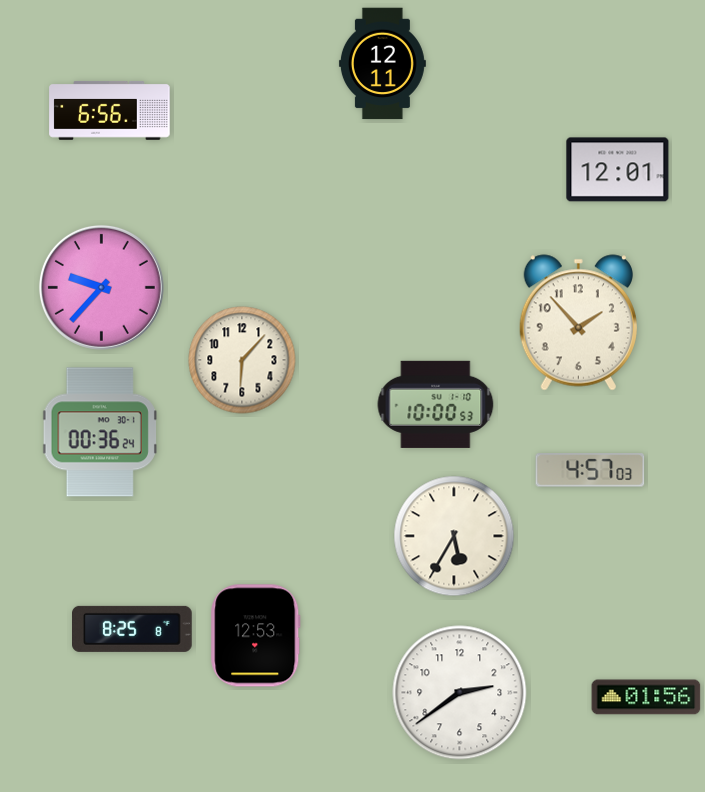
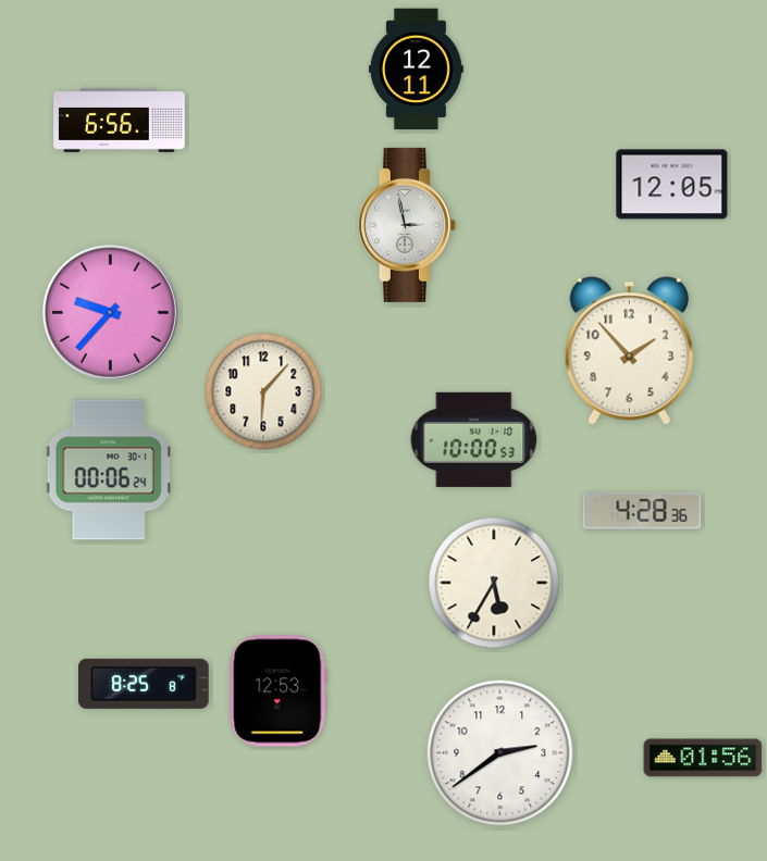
clock at (618, 170): 12:01 -> 12:05
clock at (407, 225): none -> 2:58
clock at (100, 432): 00:36 -> 00:06
clock at (590, 470): 4:57 -> 4:28
